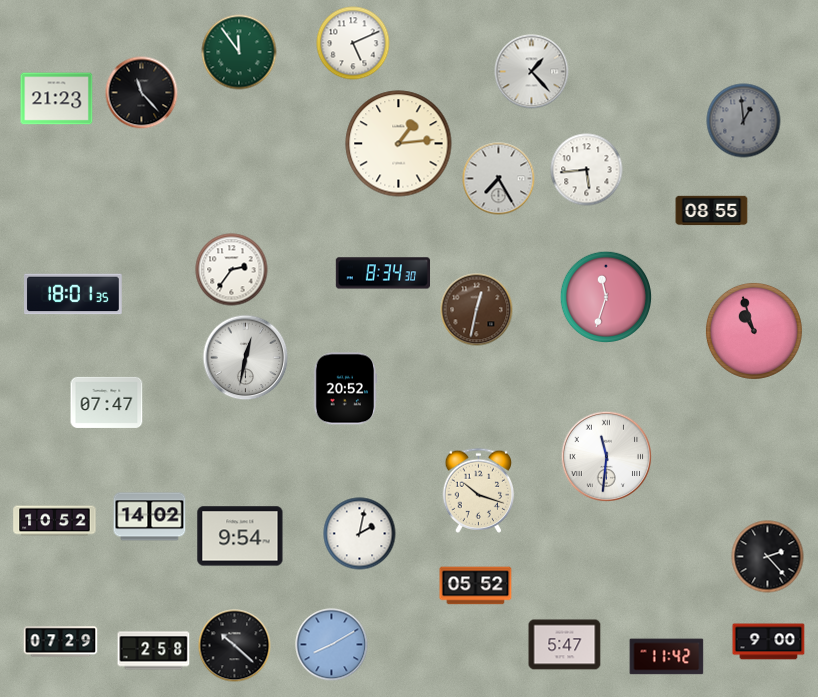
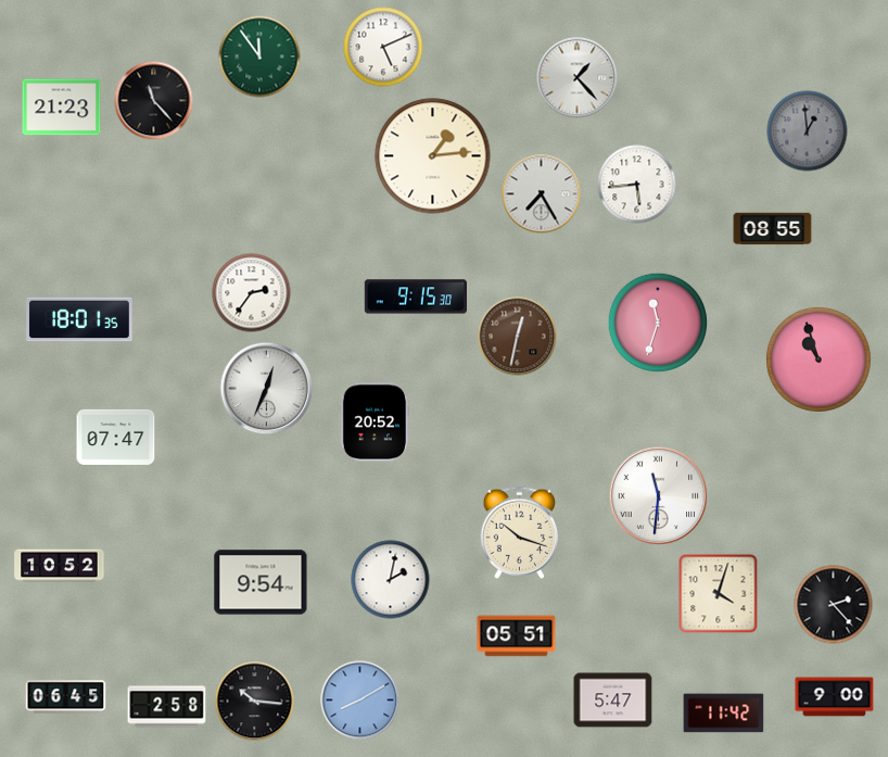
clock at (382, 273): 8:34 -> 9:15
clock at (246, 358): 12:32 -> 12:34
clock at (150, 517): 14:02 -> none
clock at (719, 594): none -> 4:03
clock at (476, 586): 05:52 -> 05:51
clock at (61, 642): 07:29 -> 06:45
clock at (235, 646): 10:22 -> 10:16
